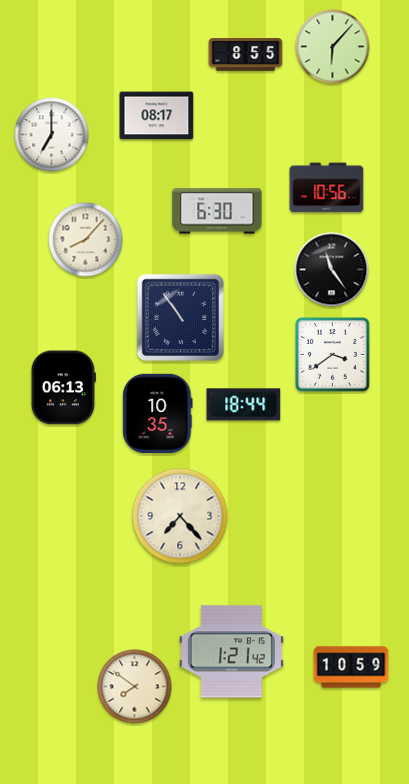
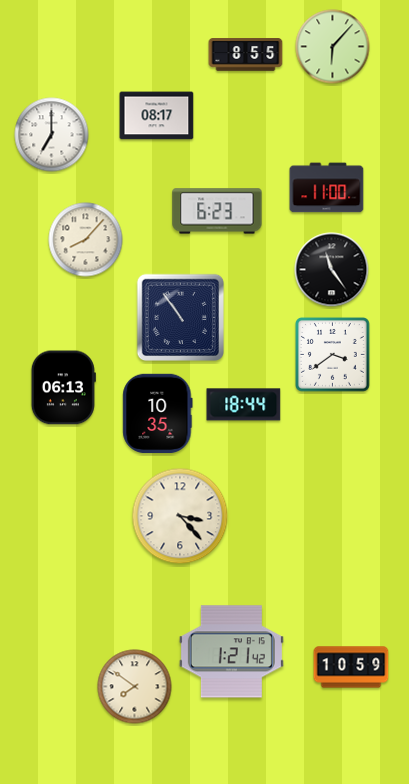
clock at (327, 188): 10:56 -> 11:00
clock at (217, 211): 6:30 -> 6:23
clock at (180, 516): 7:23 -> 3:23
